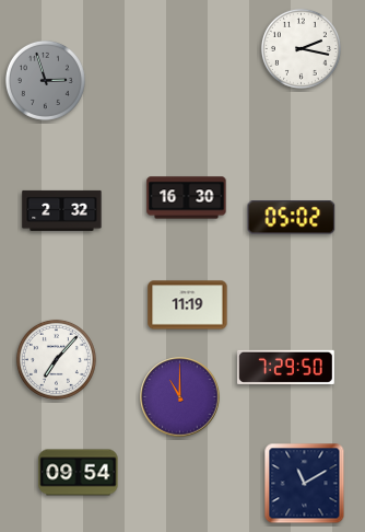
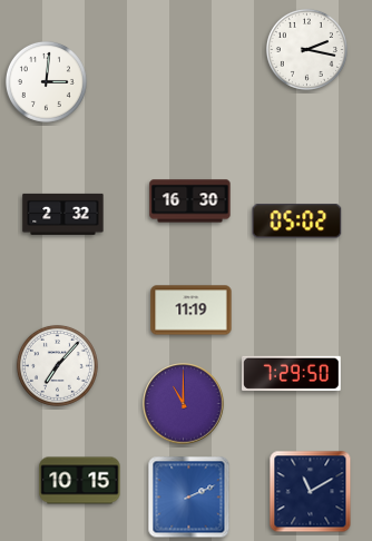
clock at (45, 80): 2:57 -> 3:01
clock at (45, 80) dial: grey -> white
clock at (79, 473): 09:54 -> 10:15
clock at (189, 498): none -> 2:11
